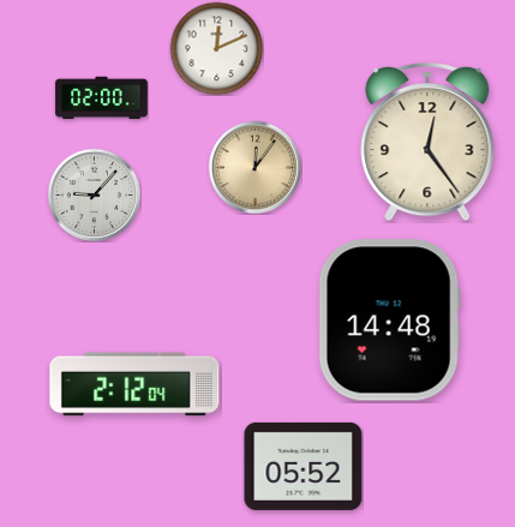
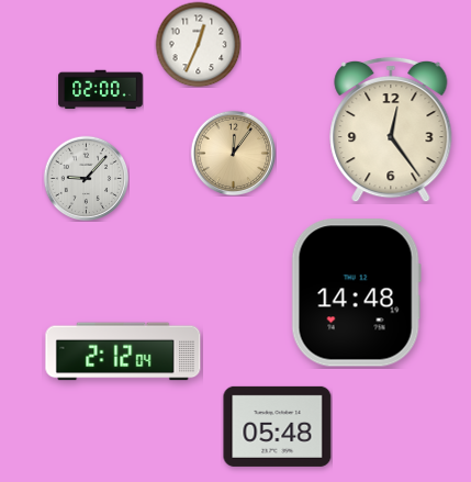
clock at (216, 48): 12:11 -> 12:34
clock at (102, 98) position: (102, 98) -> (101, 90)
clock at (304, 466): 05:52 -> 05:48
